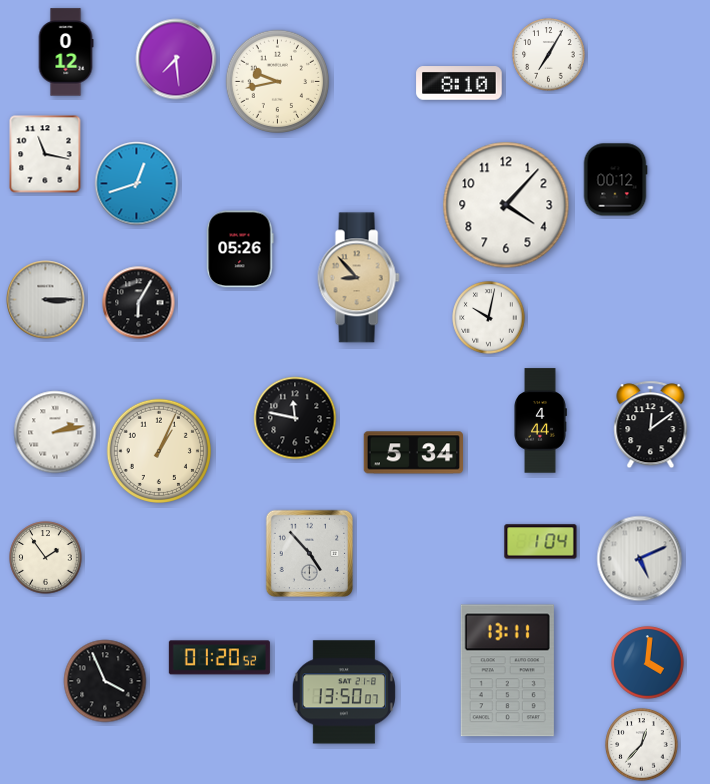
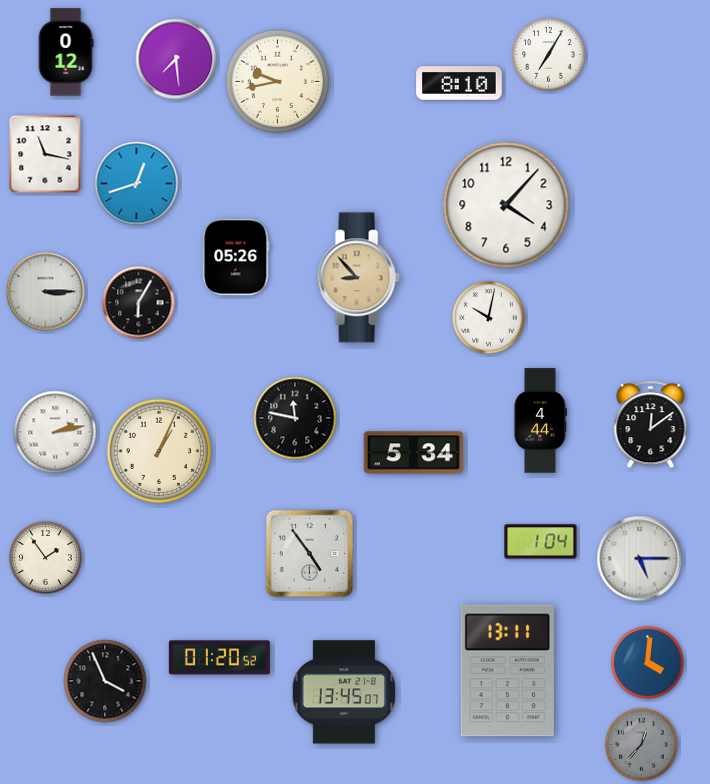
clock at (615, 180): 00:12 -> none
clock at (240, 249) position: (240, 249) -> (236, 257)
clock at (46, 300) position: (46, 300) -> (46, 292)
clock at (309, 553): 4:53 -> 4:54
clock at (640, 559): 5:11 -> 5:15
clock at (344, 692): 13:50 -> 13:45
clock at (642, 745) dial: white -> grey
